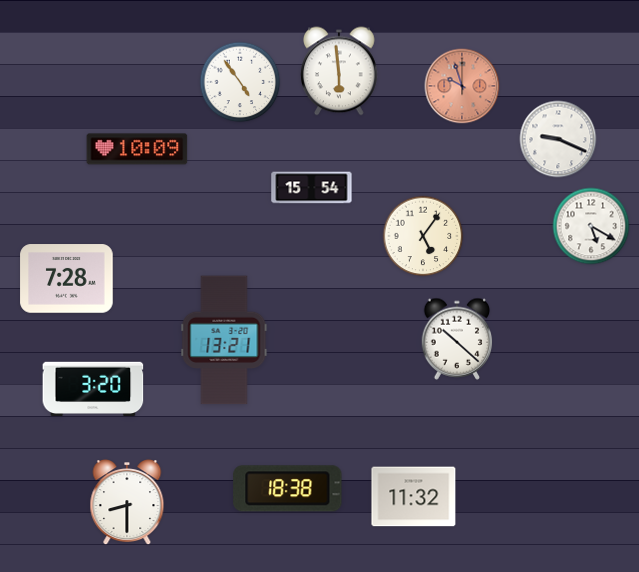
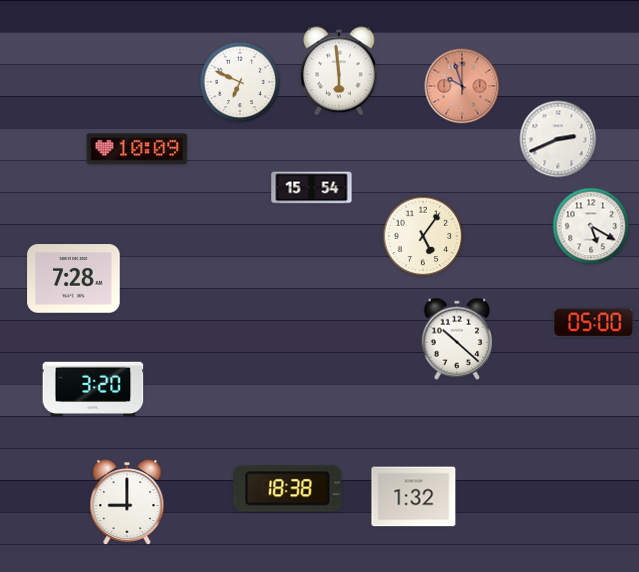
clock at (240, 82): 4:54 -> 6:49
clock at (558, 139): 9:19 -> 2:41
clock at (67, 279) position: (67, 279) -> (74, 279)
clock at (594, 323): none -> 05:00
clock at (224, 340): 13:21 -> none
clock at (414, 497): 11:32 -> 1:32
clock at (127, 503): 8:30 -> 9:00
